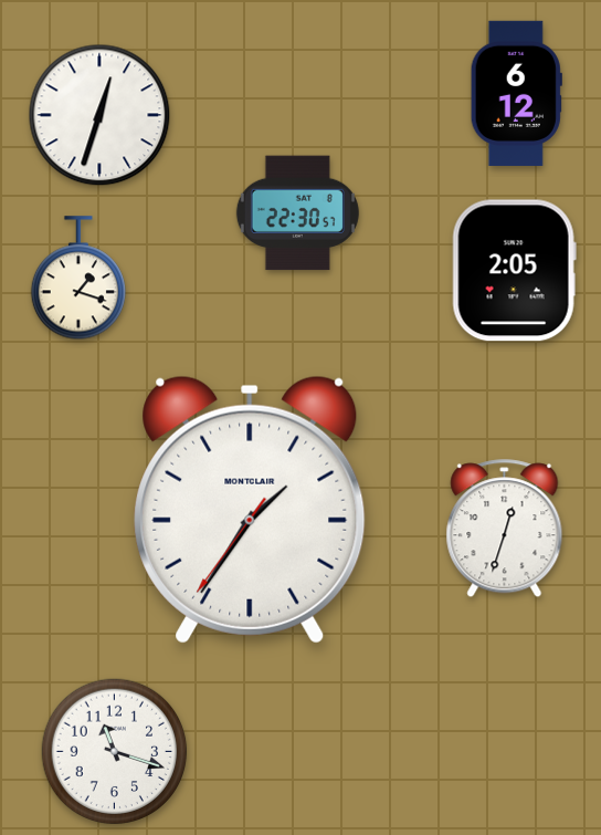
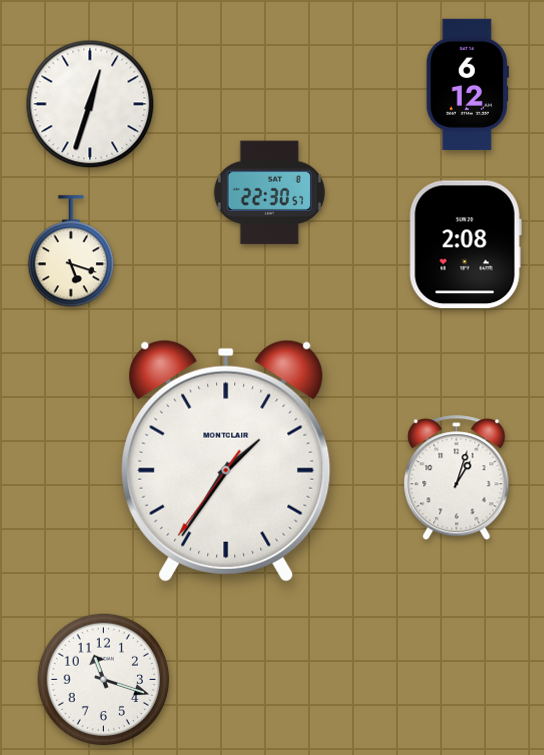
clock at (514, 271): 2:05 -> 2:08
clock at (78, 279): 1:18 -> 5:18
clock at (505, 529): 12:33 -> 1:03
